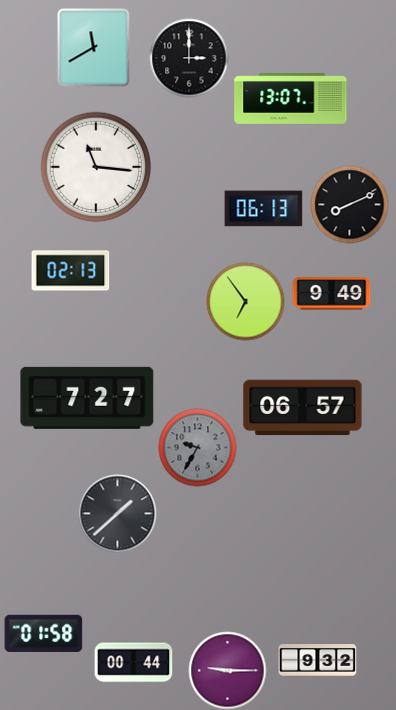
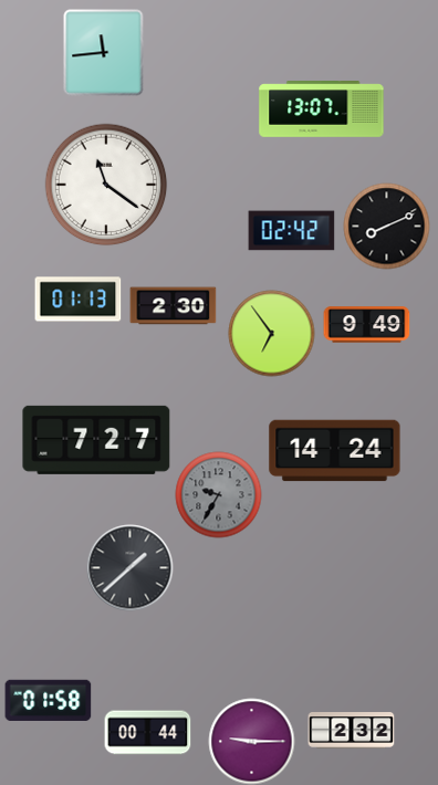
clock at (94, 47): 11:40 -> 11:44
clock at (189, 58): 3:00 -> none
clock at (96, 167): 11:16 -> 11:21
clock at (263, 209): 06:13 -> 02:42
clock at (70, 271): 02:13 -> 01:13
clock at (173, 306): none -> 2:30
clock at (303, 408): 06:57 -> 14:24
clock at (317, 661): 9:32 -> 2:32
